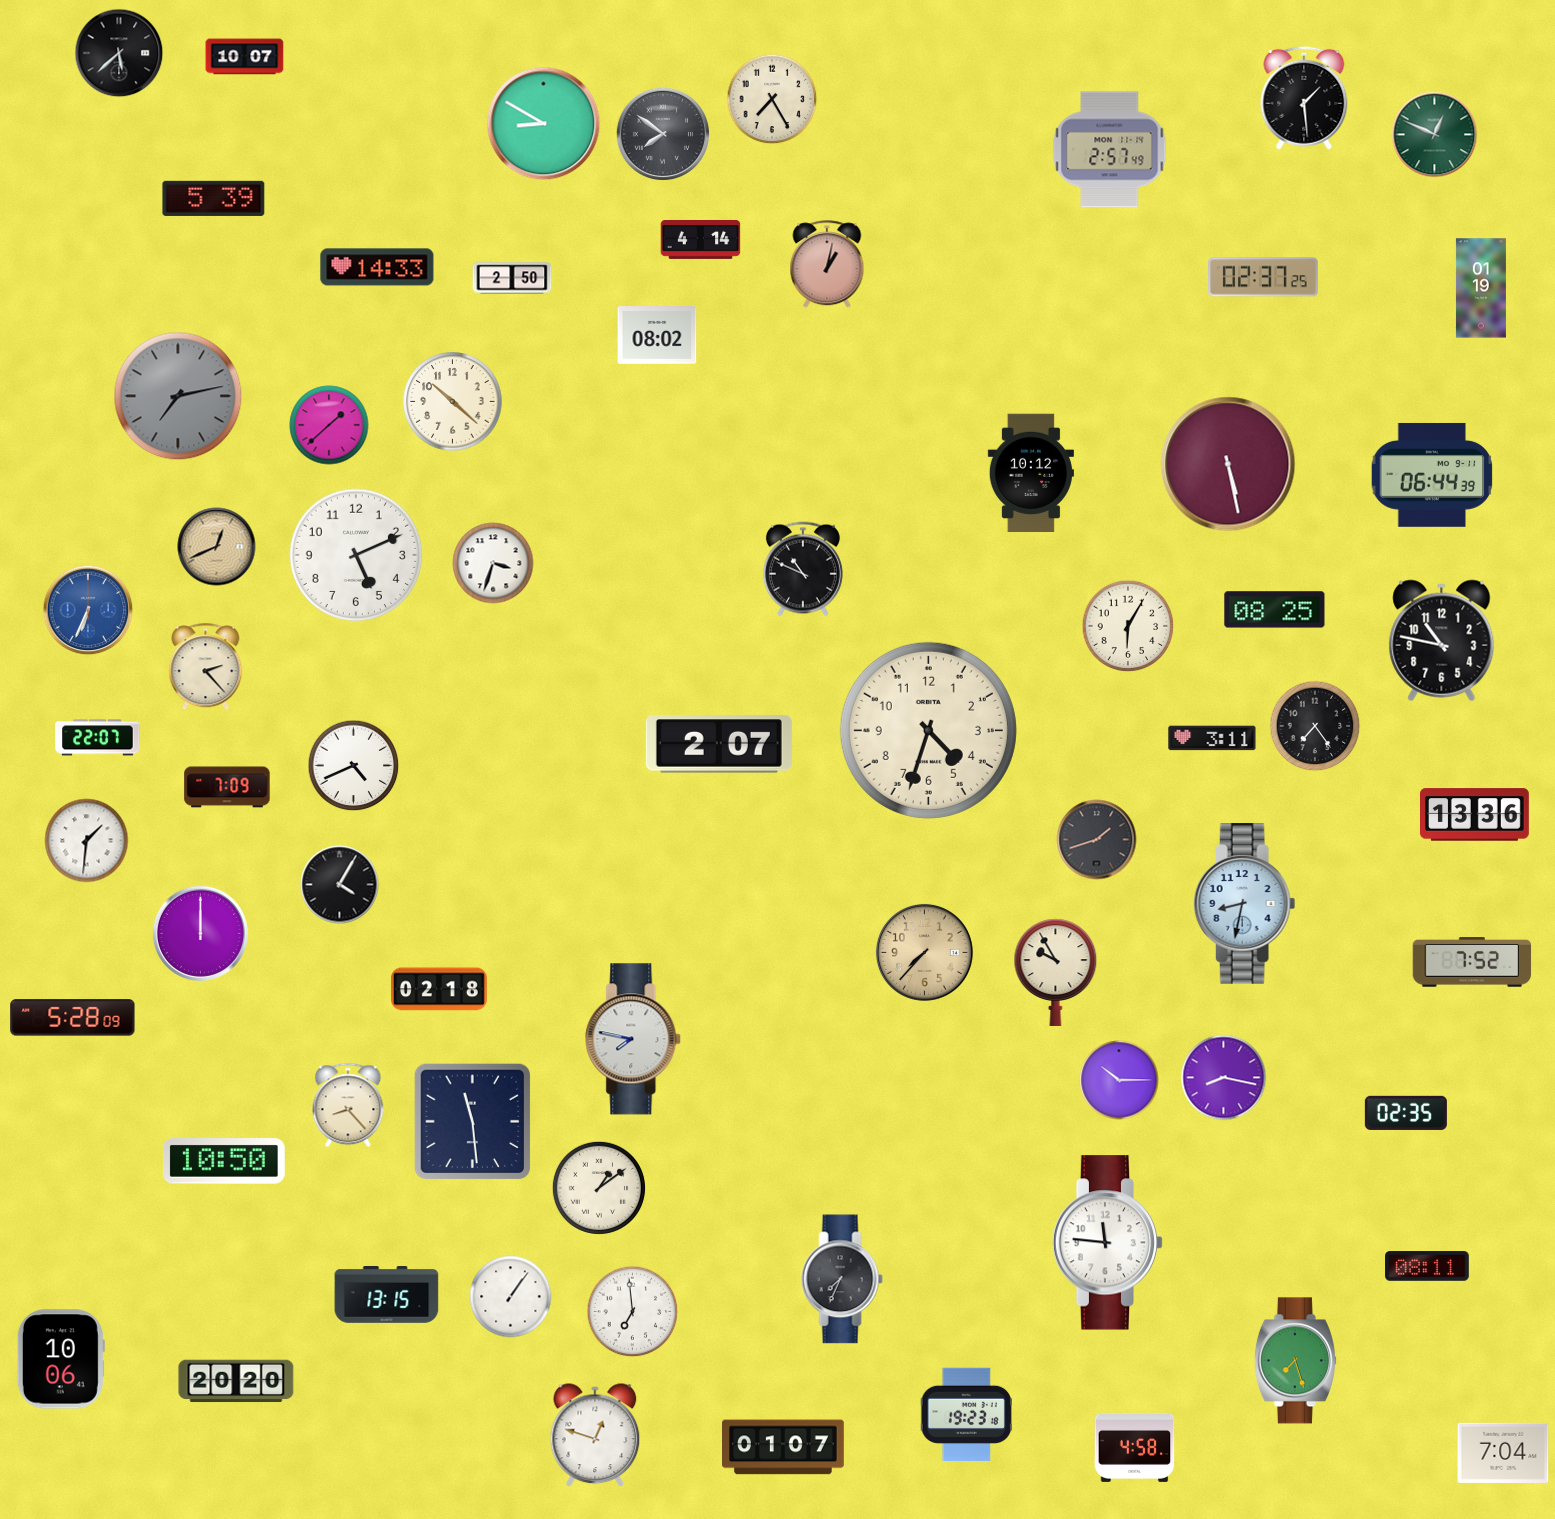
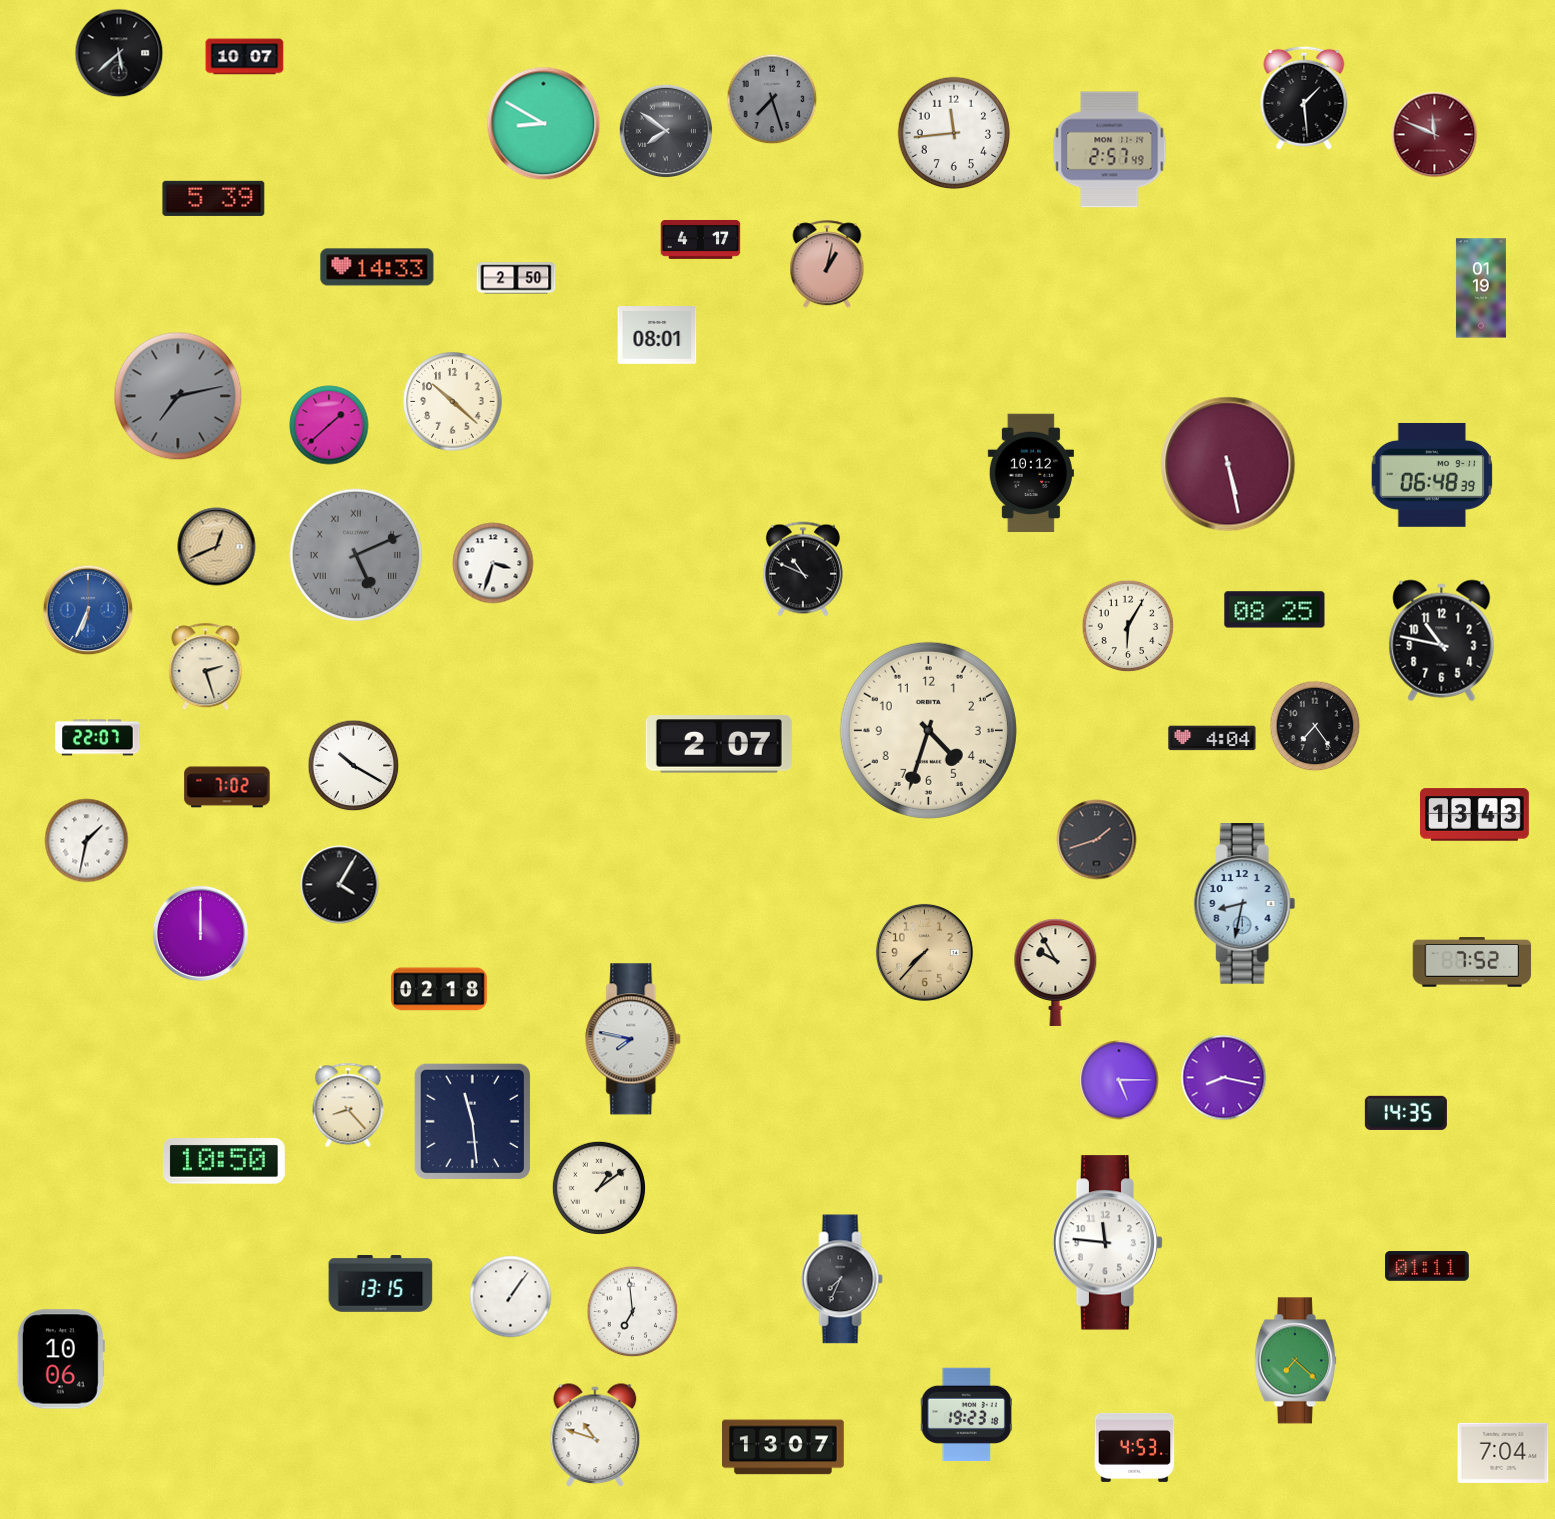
clock at (772, 99): 7:25 -> 7:27
clock at (772, 99) dial: cream -> grey
clock at (662, 133) position: (662, 133) -> (665, 130)
clock at (954, 133): none -> 11:44
clock at (1435, 135): 12:49 -> 11:49
clock at (1435, 135) dial: green -> burgundy
clock at (701, 239): 4:14 -> 4:17
clock at (1263, 277): 02:37 -> none
clock at (512, 278) position: (512, 278) -> (516, 278)
clock at (657, 336): 08:02 -> 08:01
clock at (1432, 475): 06:44 -> 06:48
clock at (356, 555) dial: white -> grey
clock at (356, 555) numerals: Arabic -> Roman
clock at (206, 667): 2:23 -> 2:27
clock at (1212, 738): 3:11 -> 4:04
clock at (354, 766): 4:41 -> 10:20
clock at (227, 787): 7:09 -> 7:02
clock at (1475, 815): 13:36 -> 13:43
clock at (87, 841): 1:31 -> 1:32
clock at (73, 1018): 5:28 -> none
clock at (1119, 1080): 10:15 -> 5:15
clock at (1406, 1113): 02:35 -> 14:35
clock at (1427, 1266): 08:11 -> 01:11
clock at (387, 1295) position: (387, 1295) -> (381, 1284)
clock at (1295, 1361): 7:27 -> 7:22
clock at (236, 1381): 20:20 -> none
clock at (595, 1436): 12:48 -> 10:48
clock at (784, 1447): 01:07 -> 13:07
clock at (1135, 1447): 4:58 -> 4:53
